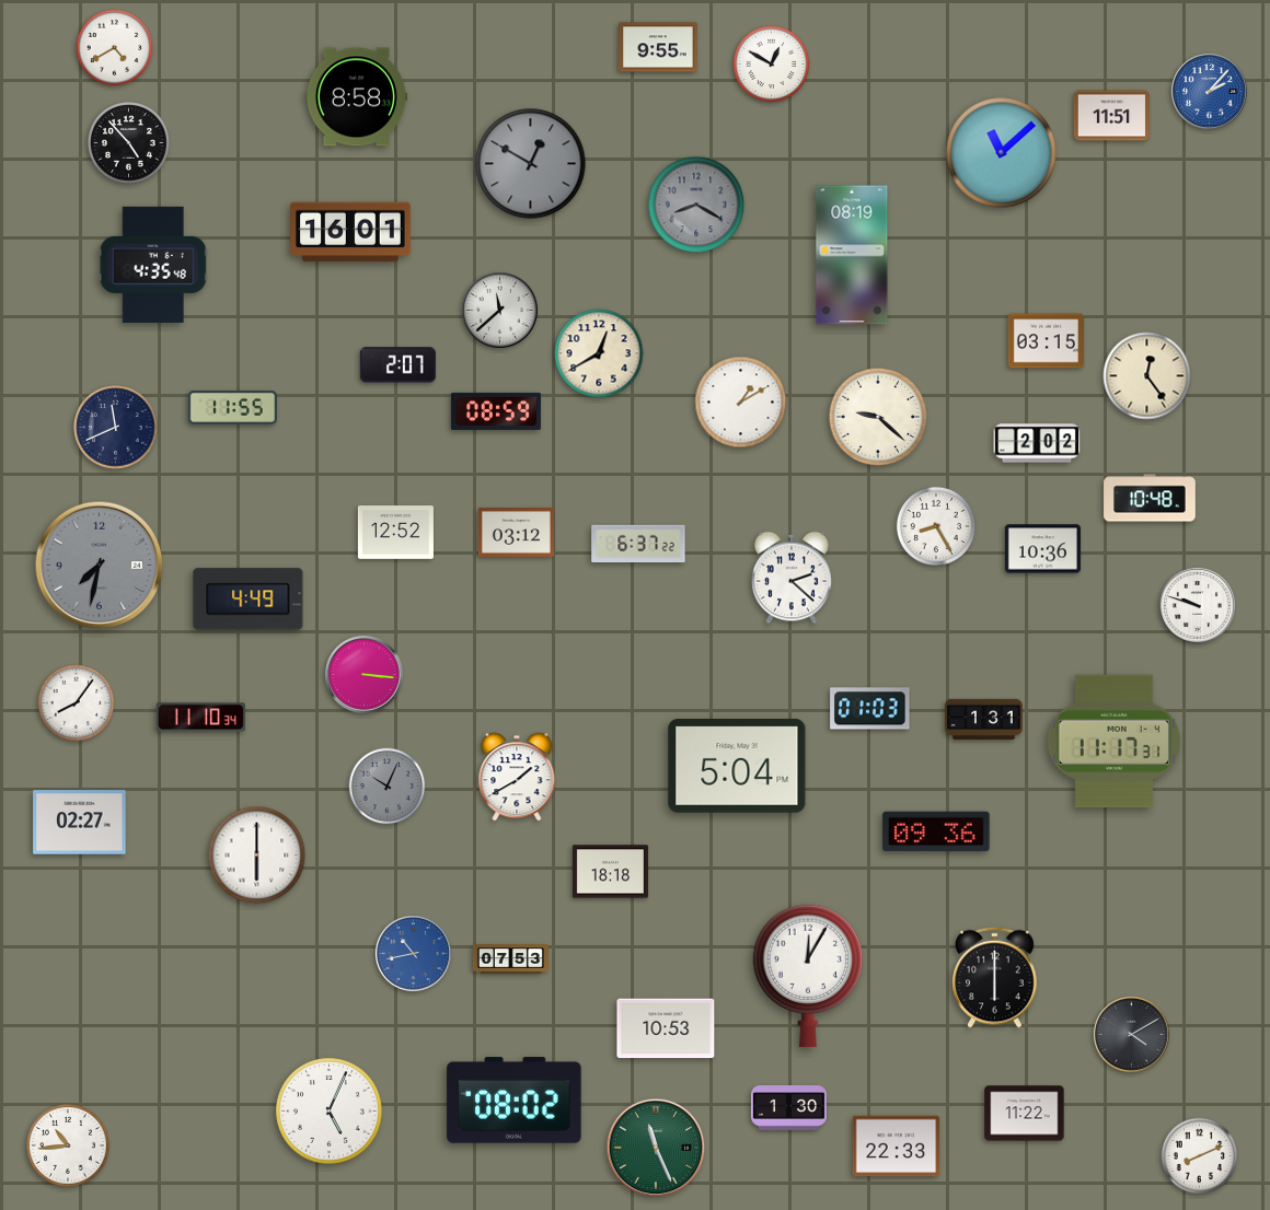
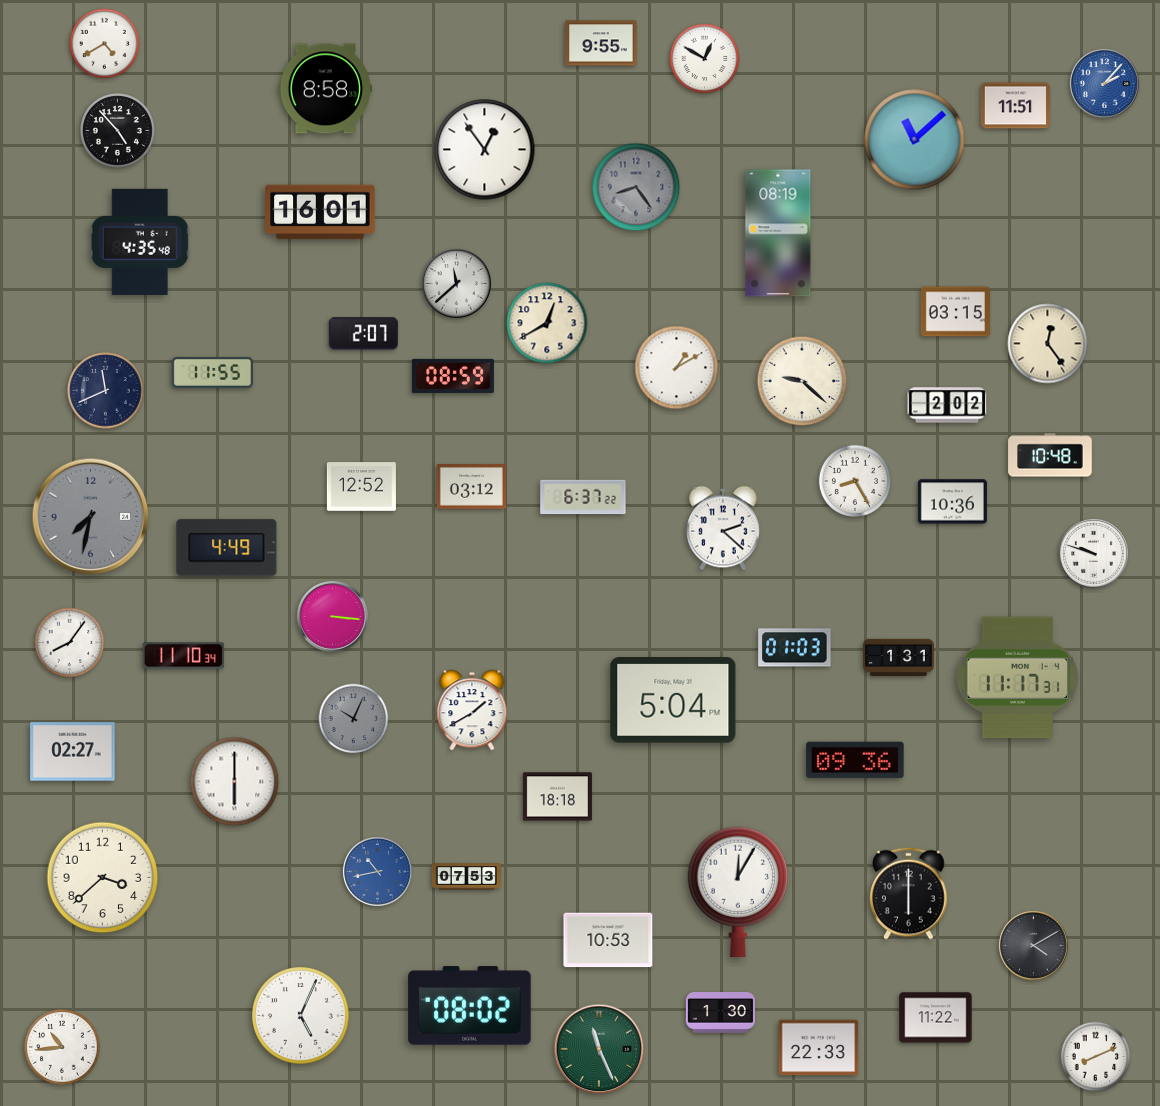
clock at (531, 164): 12:50 -> 12:54
clock at (531, 164) dial: grey -> white
clock at (696, 205): 8:20 -> 8:24
clock at (103, 878): none -> 3:38
